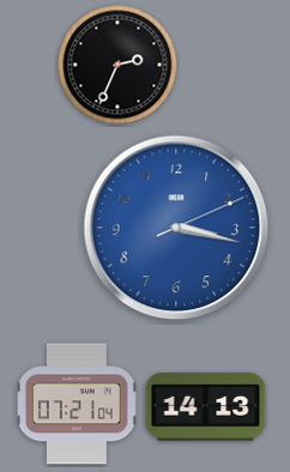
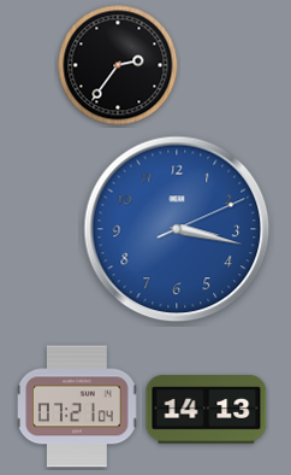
clock at (117, 65): 2:34 -> 2:36
